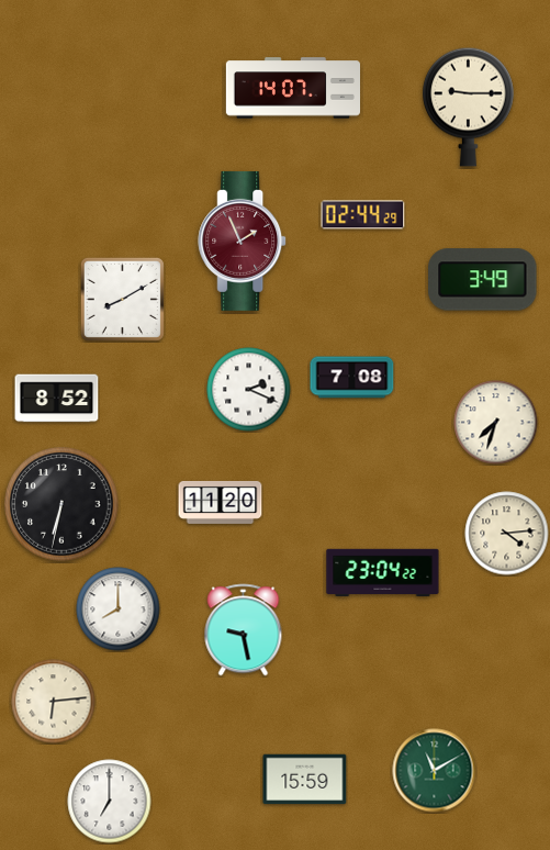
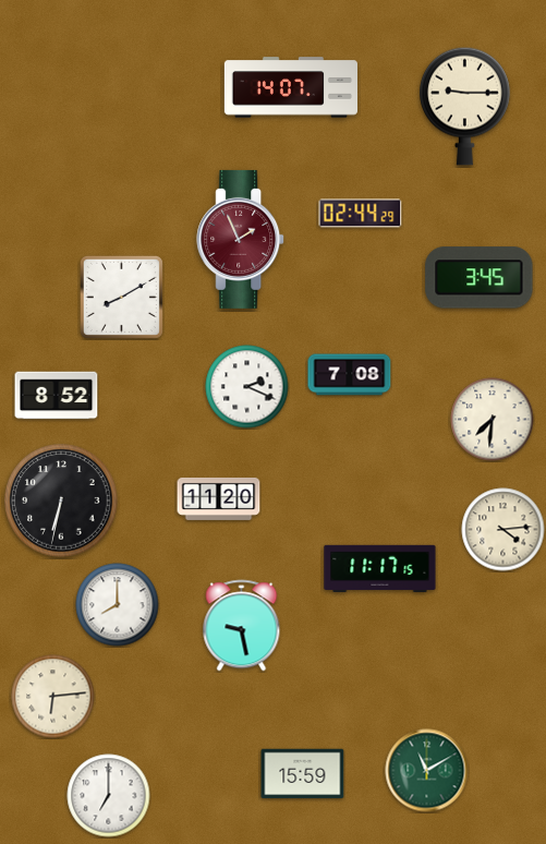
clock at (483, 280): 3:49 -> 3:45
clock at (496, 423): 7:33 -> 7:31
clock at (383, 573): 23:04 -> 11:17
clock at (435, 771) position: (435, 771) -> (427, 771)
